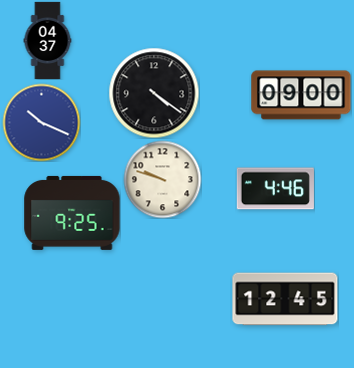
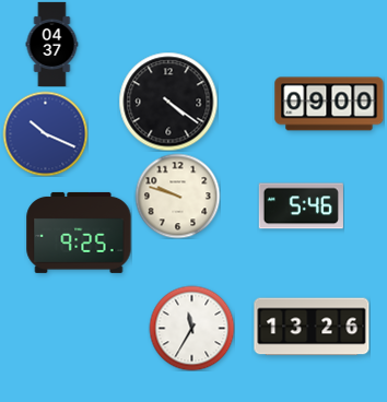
clock at (275, 189): 4:46 -> 5:46
clock at (285, 299): 12:45 -> 13:26
clock at (191, 328): none -> 11:35
